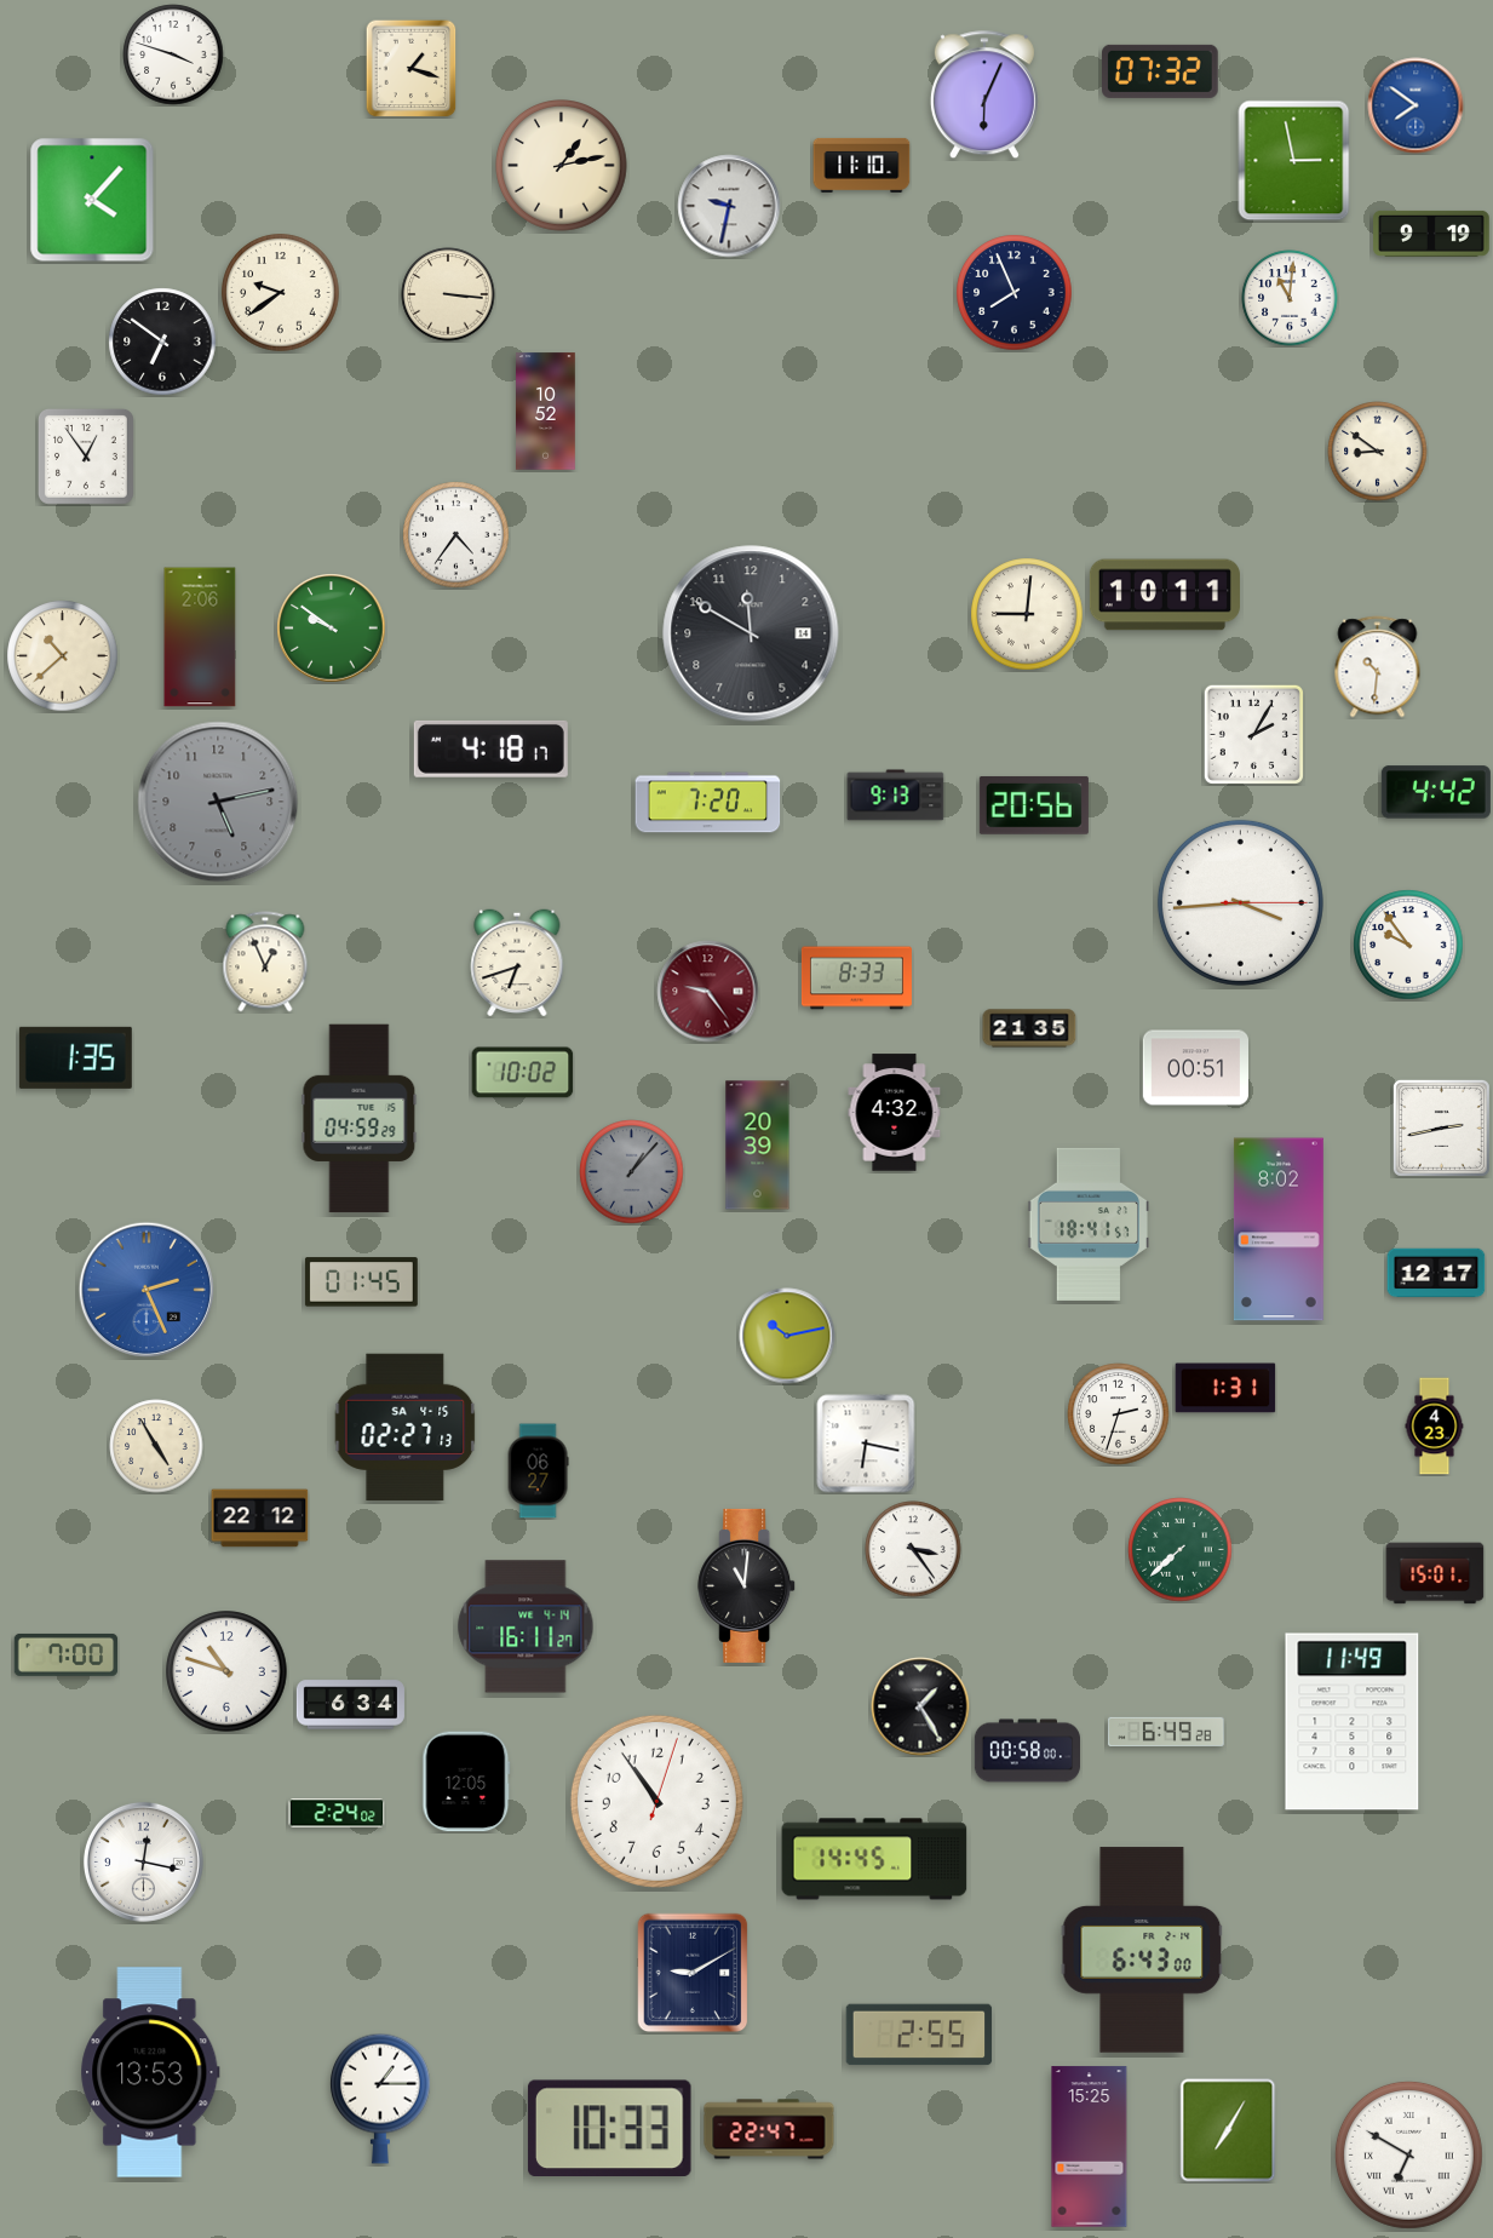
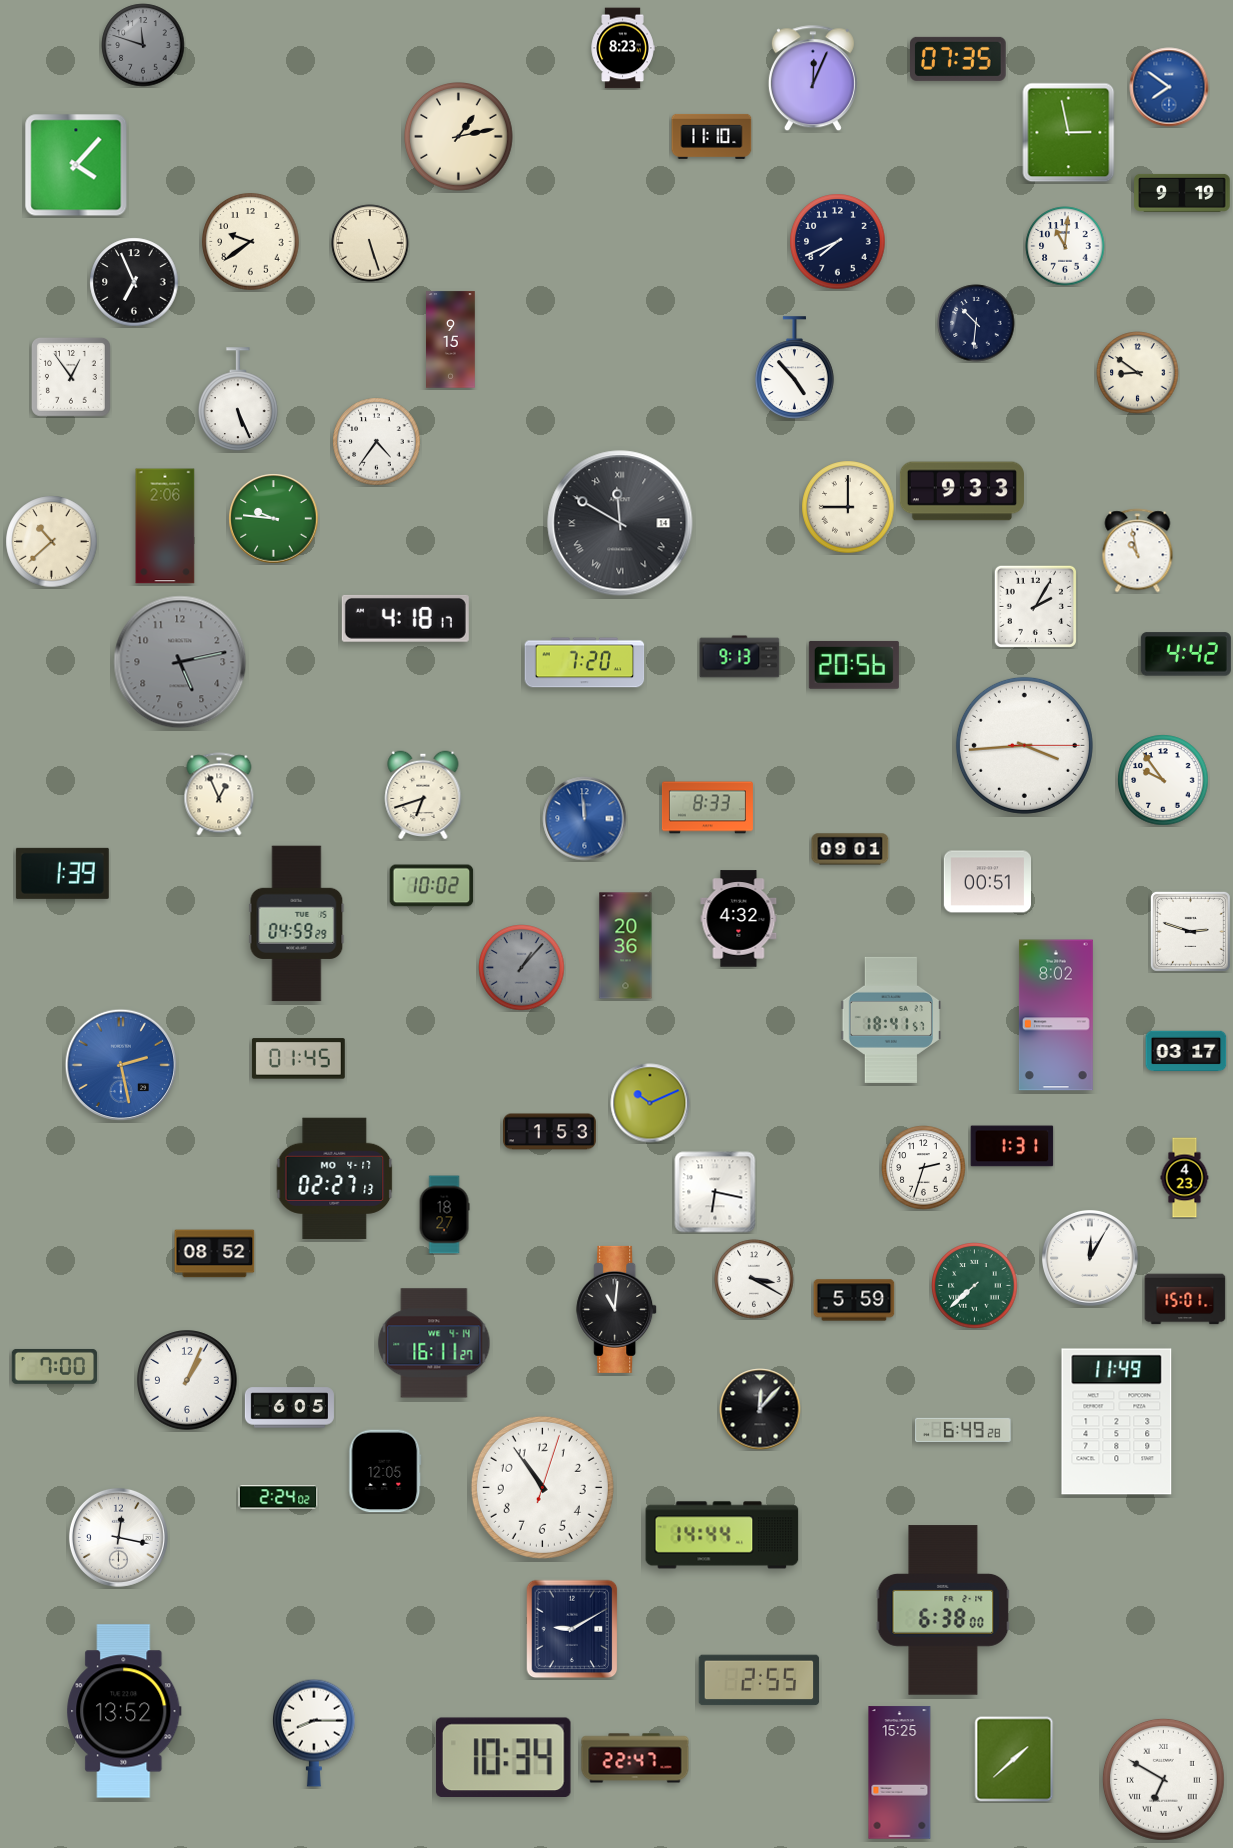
clock at (173, 54): 3:48 -> 11:48
clock at (173, 54) dial: white -> grey
clock at (623, 48): none -> 8:23
clock at (412, 68): 1:18 -> none
clock at (1161, 71): 07:32 -> 07:35
clock at (984, 96): 6:04 -> 12:04
clock at (562, 166) position: (562, 166) -> (459, 137)
clock at (729, 206): 9:32 -> none
clock at (281, 293) position: (281, 293) -> (251, 242)
clock at (1015, 293): 7:56 -> 7:41
clock at (448, 294): 3:16 -> 5:27
clock at (162, 342): 6:51 -> 6:56
clock at (976, 323): none -> 10:31
clock at (546, 412): 10:52 -> 9:15
clock at (795, 368): none -> 4:53
clock at (239, 399): none -> 5:26
clock at (1165, 595): 10:11 -> 9:33
clock at (1027, 614): 9:01 -> 9:00
clock at (332, 629): 9:51 -> 9:46
clock at (751, 633) numerals: Arabic -> Roman
clock at (1378, 667): 10:31 -> 10:58
clock at (517, 963) position: (517, 963) -> (423, 795)
clock at (708, 992): 9:24 -> 11:59
clock at (708, 992) dial: burgundy -> blue
clock at (1029, 1028): 21:35 -> 09:01
clock at (75, 1057): 1:35 -> 1:39
clock at (1441, 1127): 2:43 -> 2:48
clock at (758, 1146): 20:39 -> 20:36
clock at (1087, 1224) position: (1087, 1224) -> (890, 1020)
clock at (1436, 1273): 12:17 -> 03:17
clock at (145, 1289): 2:26 -> 2:28
clock at (787, 1336): 10:13 -> 10:11
clock at (550, 1132): none -> 1:53
clock at (406, 1427) date: SA 4-15 -> MO 4-17
clock at (156, 1446): 4:55 -> none
clock at (538, 1471): 06:27 -> 18:27
clock at (260, 1519): 22:12 -> 08:52
clock at (1091, 1259): none -> 12:05
clock at (913, 1549): 3:24 -> 3:20
clock at (1181, 1550) position: (1181, 1550) -> (975, 1286)
clock at (854, 1300): none -> 5:59
clock at (226, 1671): 10:48 -> 1:04
clock at (350, 1705): 6:34 -> 6:05
clock at (920, 1706): 1:25 -> 12:07
clock at (1027, 1751): 00:58 -> none
clock at (874, 1859): 14:45 -> 14:44
clock at (1142, 1950): 6:43 -> 6:38
clock at (150, 2072): 13:53 -> 13:52
clock at (381, 2099): 1:15 -> 8:15
clock at (609, 2128): 10:33 -> 10:34
clock at (1228, 2130): 7:05 -> 1:38
